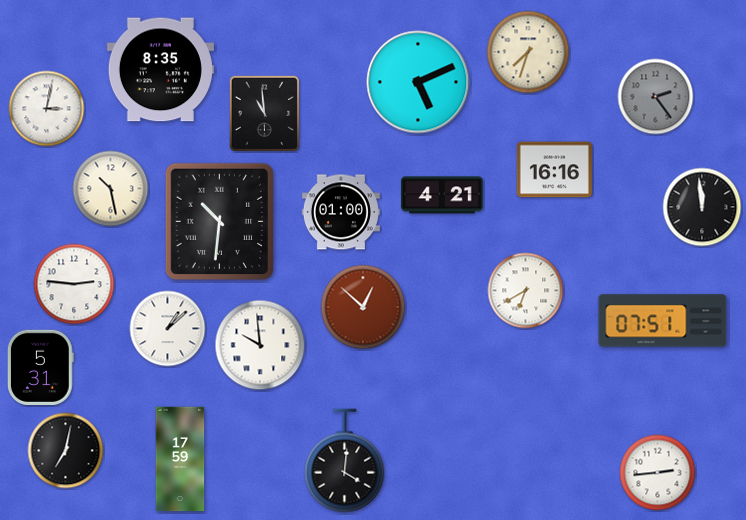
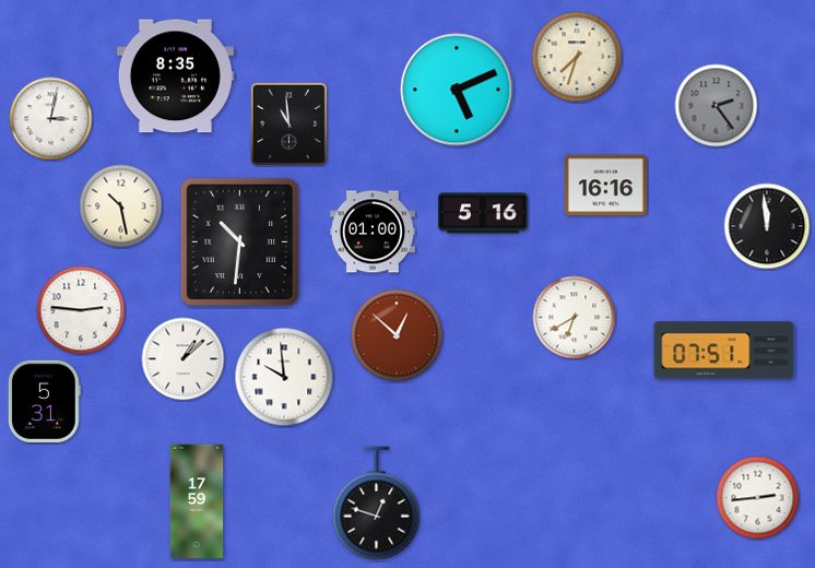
clock at (442, 195): 4:21 -> 5:16
clock at (66, 451): 7:02 -> none
clock at (345, 461): 4:01 -> 12:48
clock at (658, 473) position: (658, 473) -> (758, 498)
